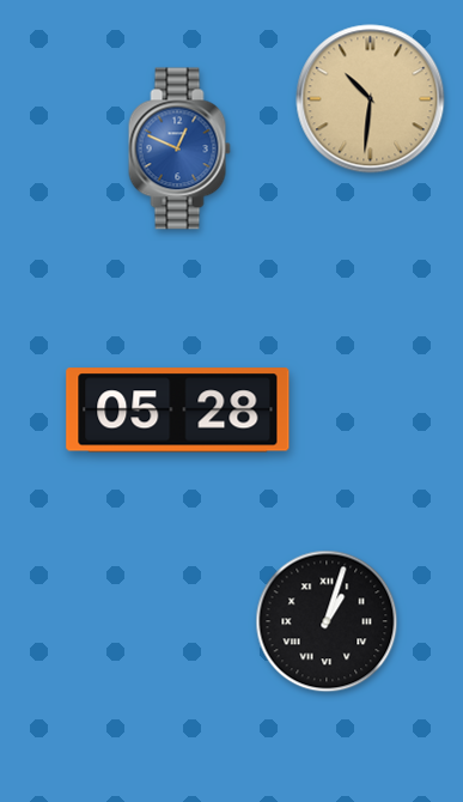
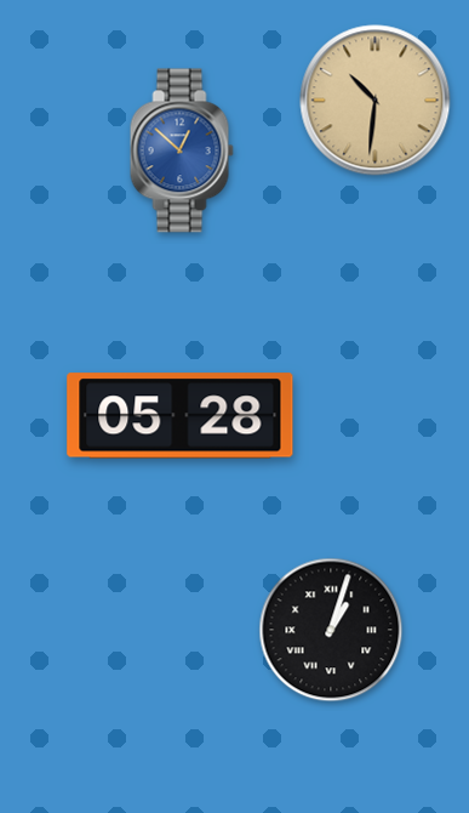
clock at (179, 148): 12:49 -> 12:52
